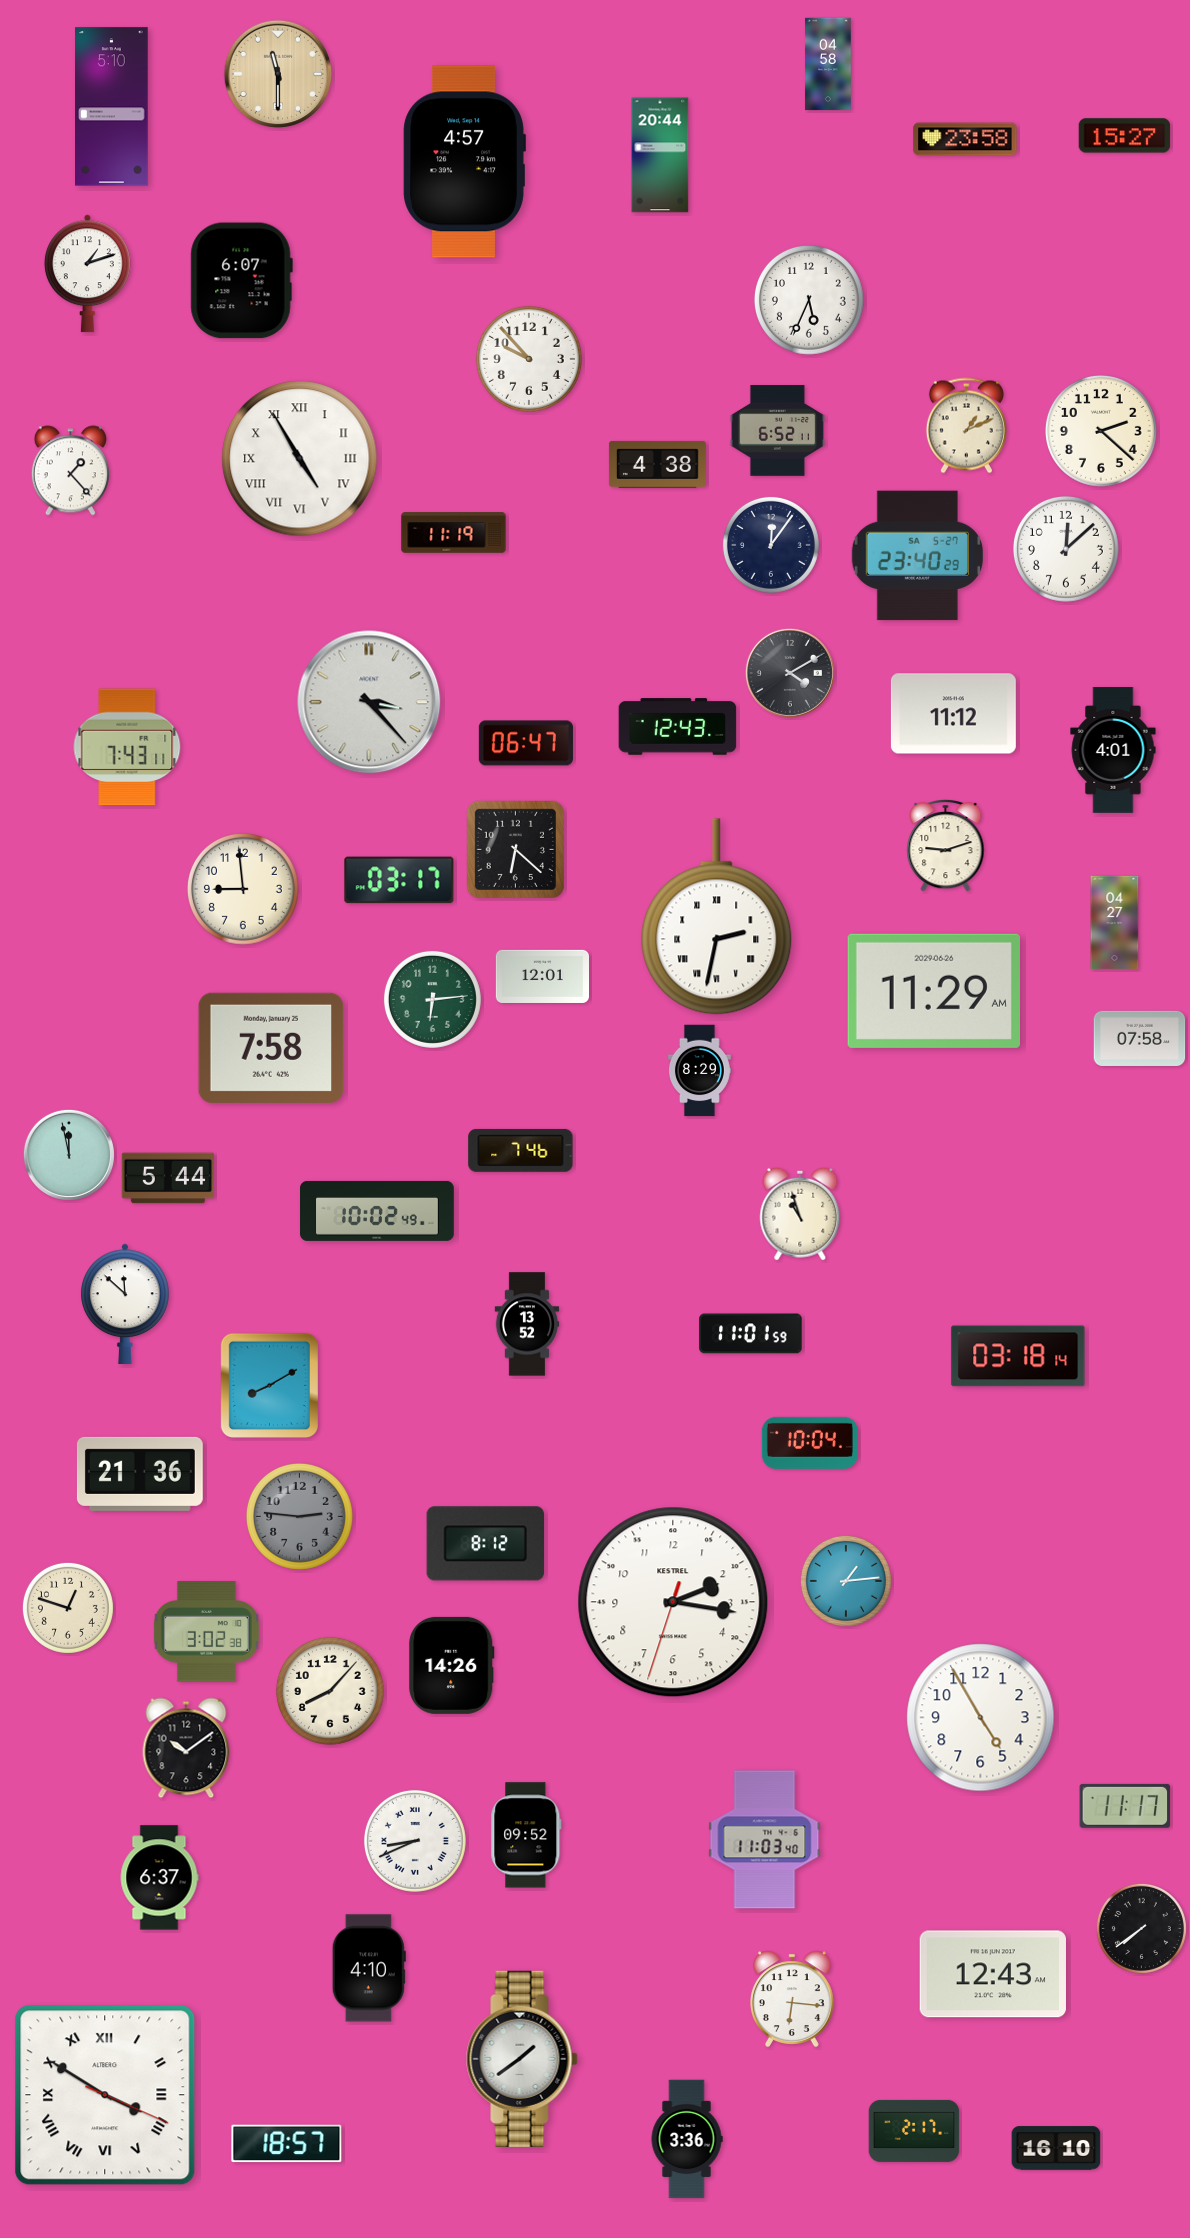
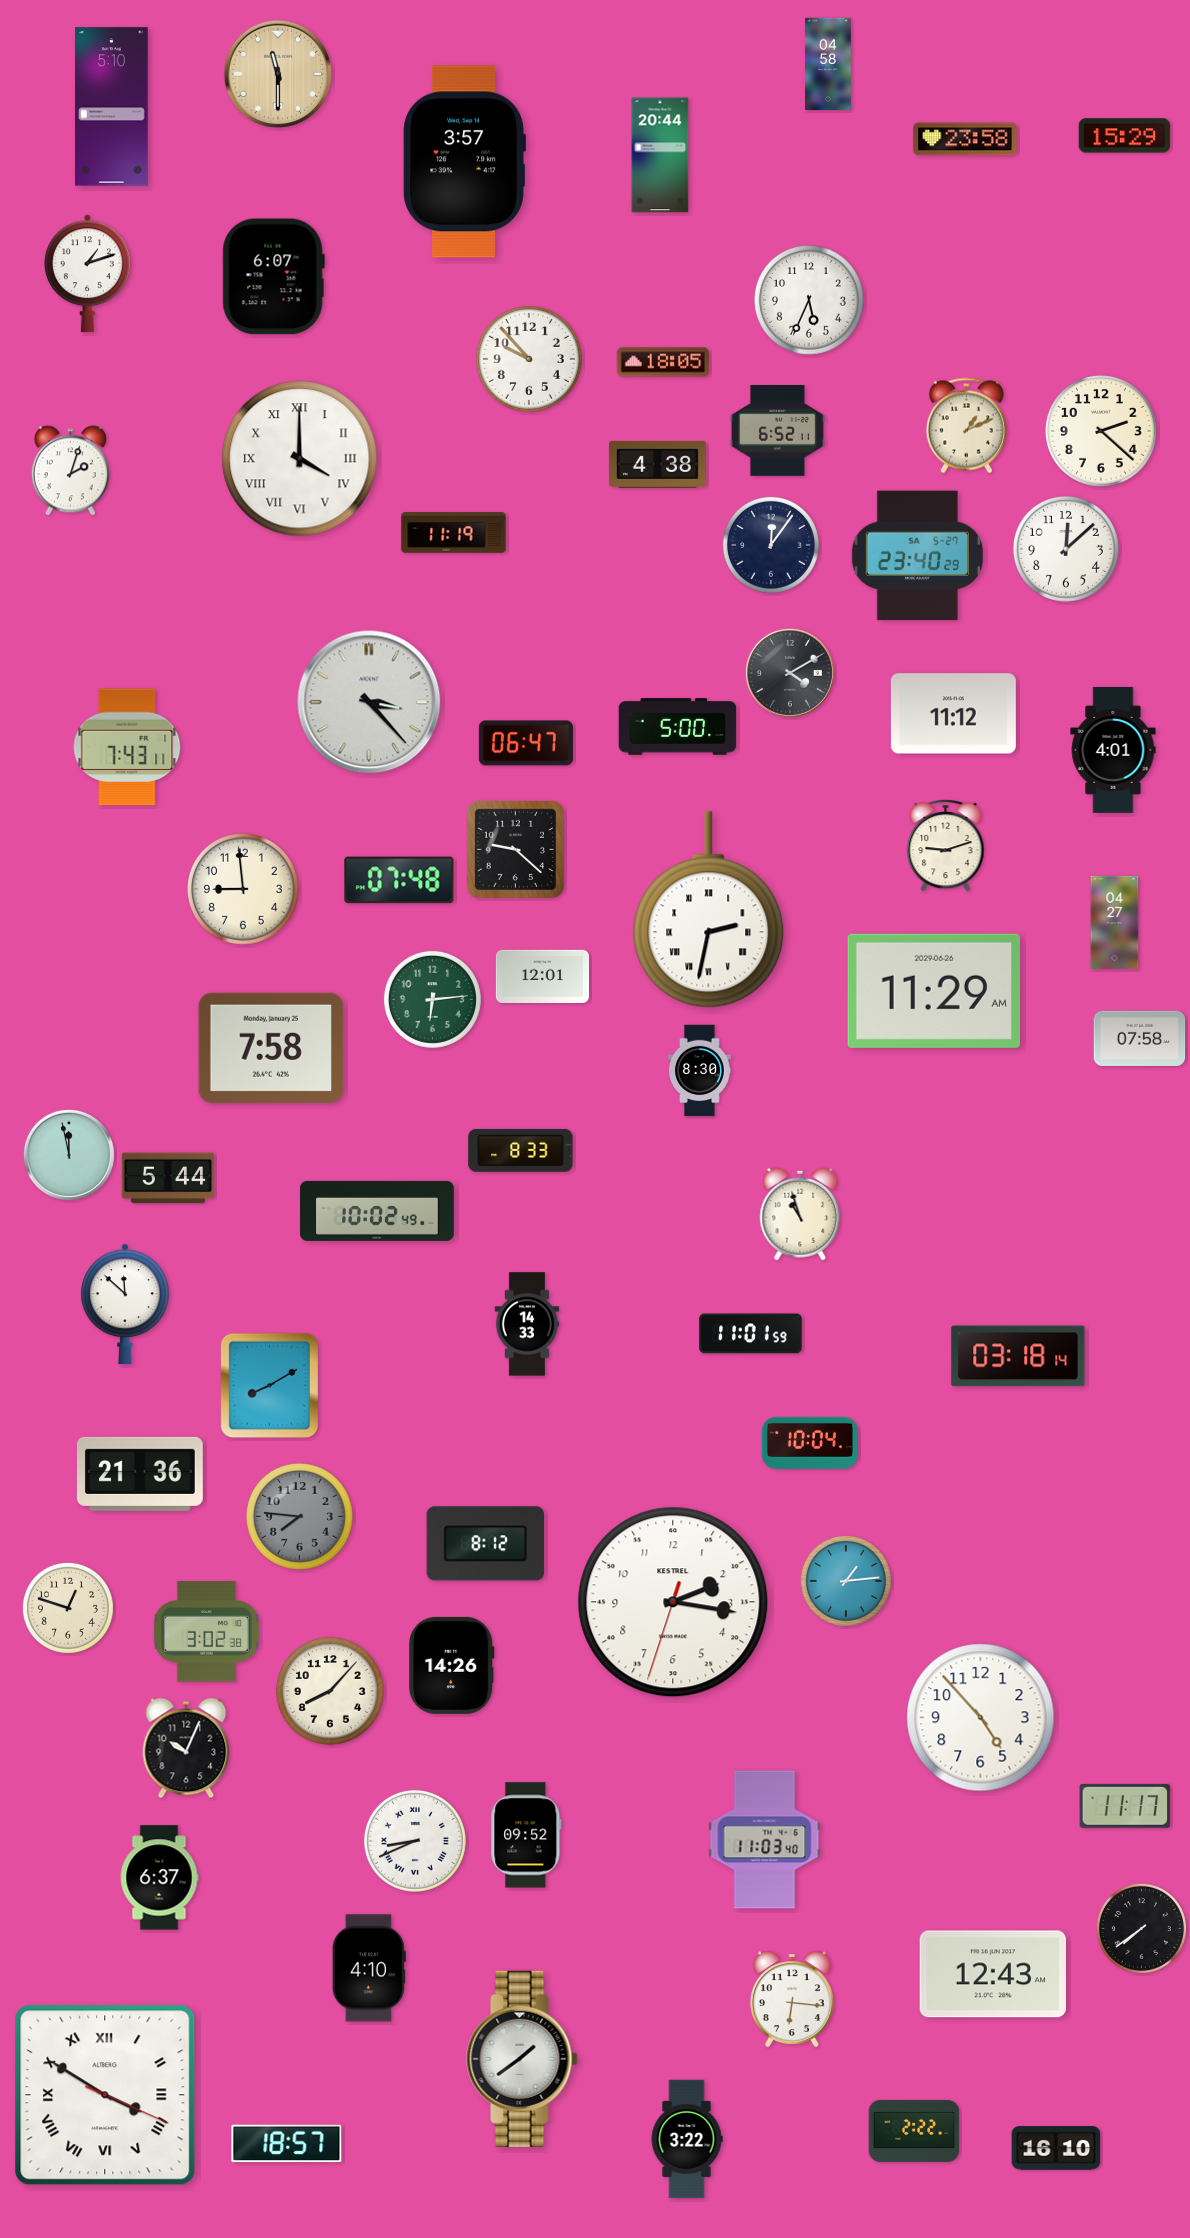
clock at (1125, 136): 15:27 -> 15:29
clock at (464, 162): 4:57 -> 3:57
clock at (241, 281) position: (241, 281) -> (273, 277)
clock at (663, 362): none -> 18:05
clock at (300, 459): 4:55 -> 4:00
clock at (70, 471): 1:23 -> 2:03
clock at (678, 727): 12:43 -> 5:00
clock at (515, 849): 6:22 -> 9:22
clock at (399, 880): 03:17 -> 07:48
clock at (717, 917) position: (717, 917) -> (709, 910)
clock at (700, 1071): 8:29 -> 8:30
clock at (521, 1150): 7:46 -> 8:33
clock at (527, 1324): 13:52 -> 14:33
clock at (299, 1516): 2:46 -> 7:46
clock at (981, 1718): 4:55 -> 4:53
clock at (186, 1748): 10:09 -> 10:04
clock at (914, 2131): 2:17 -> 2:22
clock at (687, 2139): 3:36 -> 3:22
